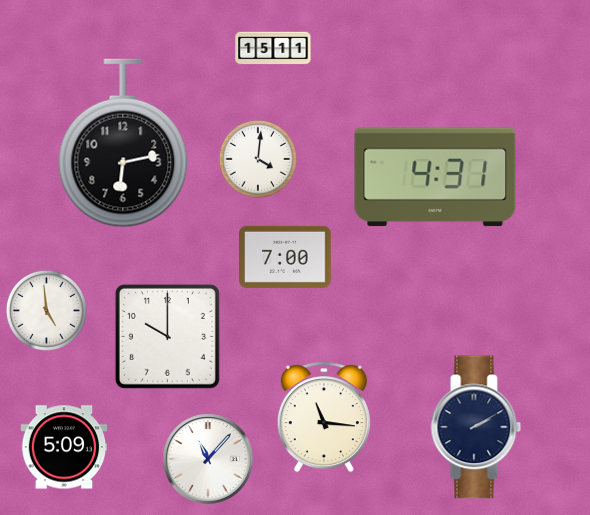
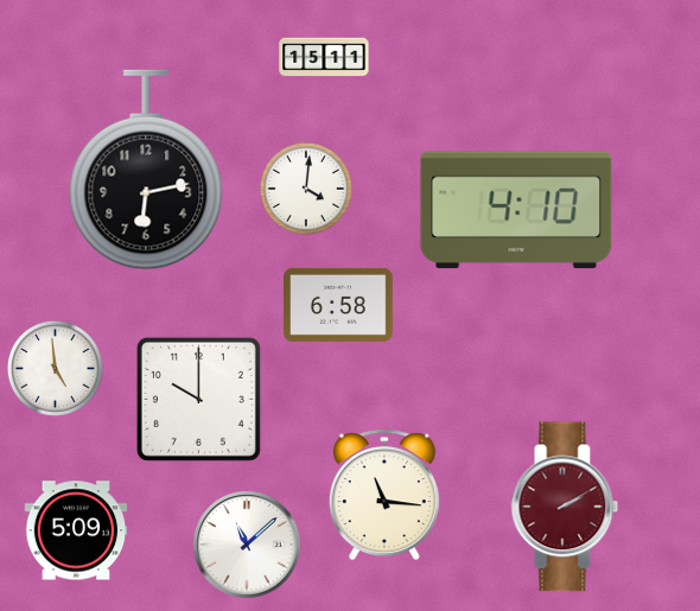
clock at (435, 177): 4:31 -> 4:10
clock at (286, 257): 7:00 -> 6:58
clock at (476, 427) dial: navy -> burgundy
clock at (208, 459): 11:07 -> 11:08
